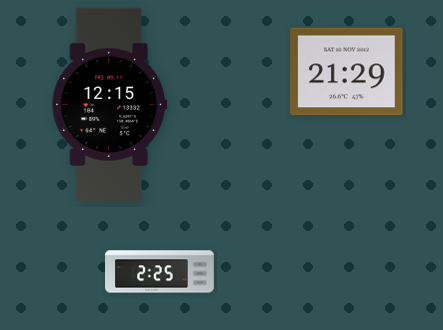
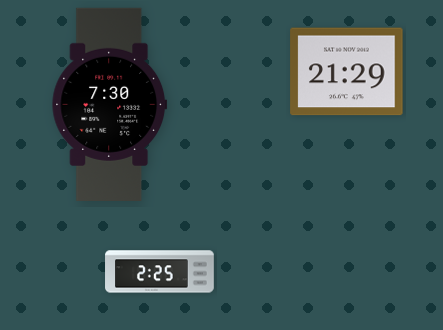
clock at (110, 104): 12:15 -> 7:30
